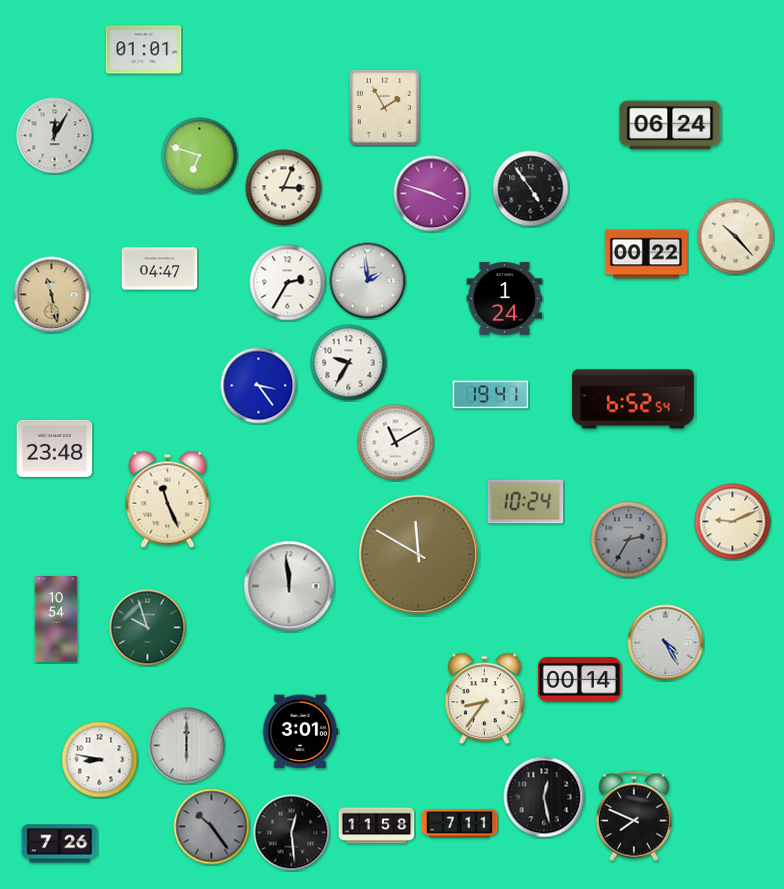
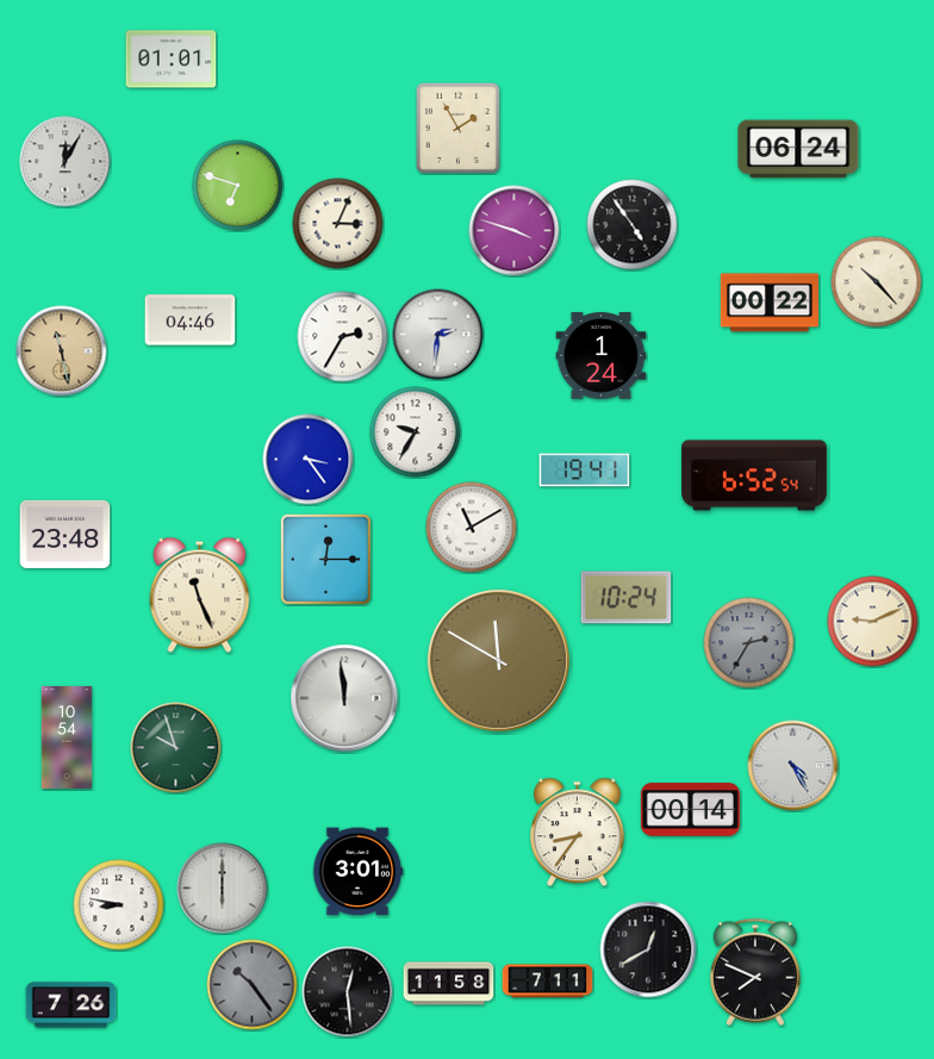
clock at (160, 269): 04:47 -> 04:46
clock at (368, 281): 1:59 -> 2:31
clock at (325, 559): none -> 12:15
clock at (544, 797): 12:28 -> 12:40
